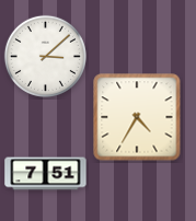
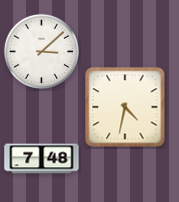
clock at (137, 117): 4:35 -> 4:32
clock at (46, 174): 7:51 -> 7:48
